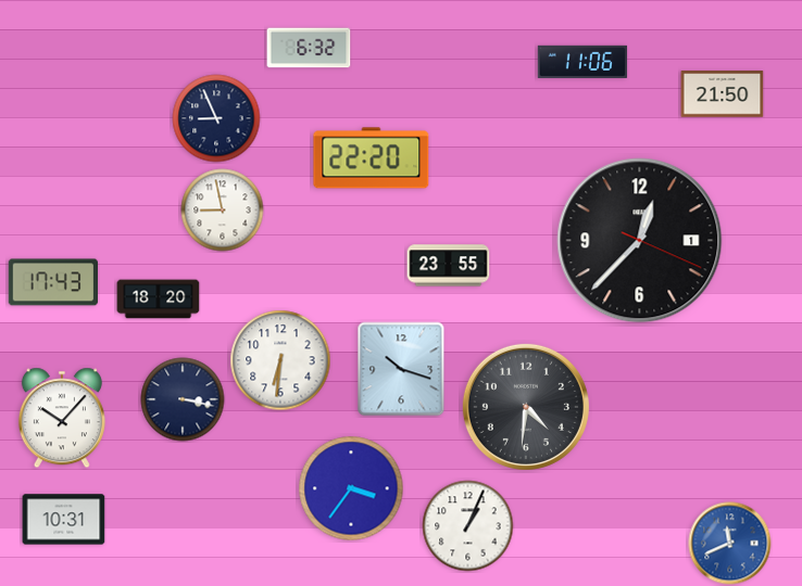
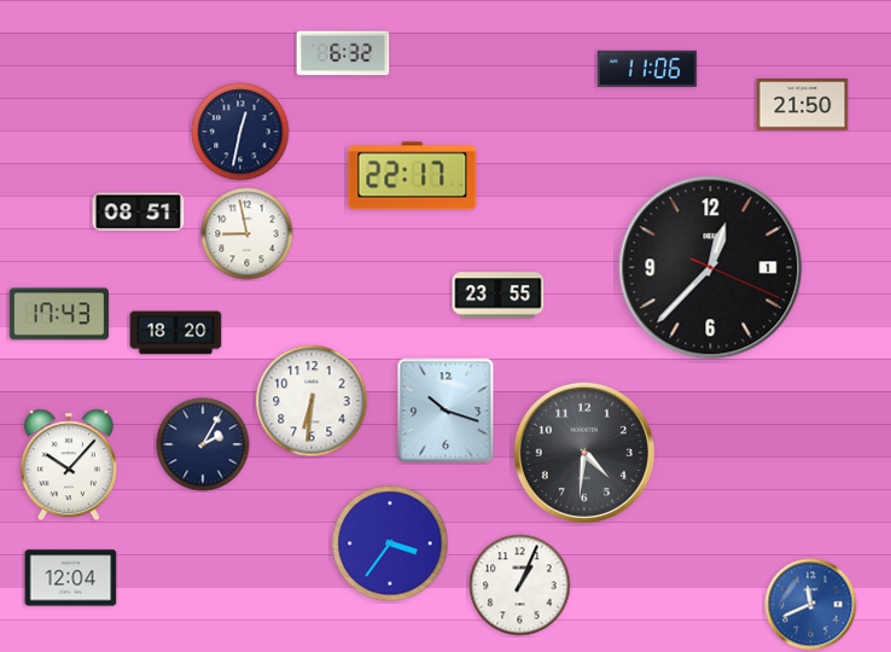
clock at (216, 118): 8:56 -> 12:32
clock at (372, 158): 22:20 -> 22:17
clock at (139, 213): none -> 08:51
clock at (183, 399): 3:17 -> 2:05
clock at (64, 520): 10:31 -> 12:04
